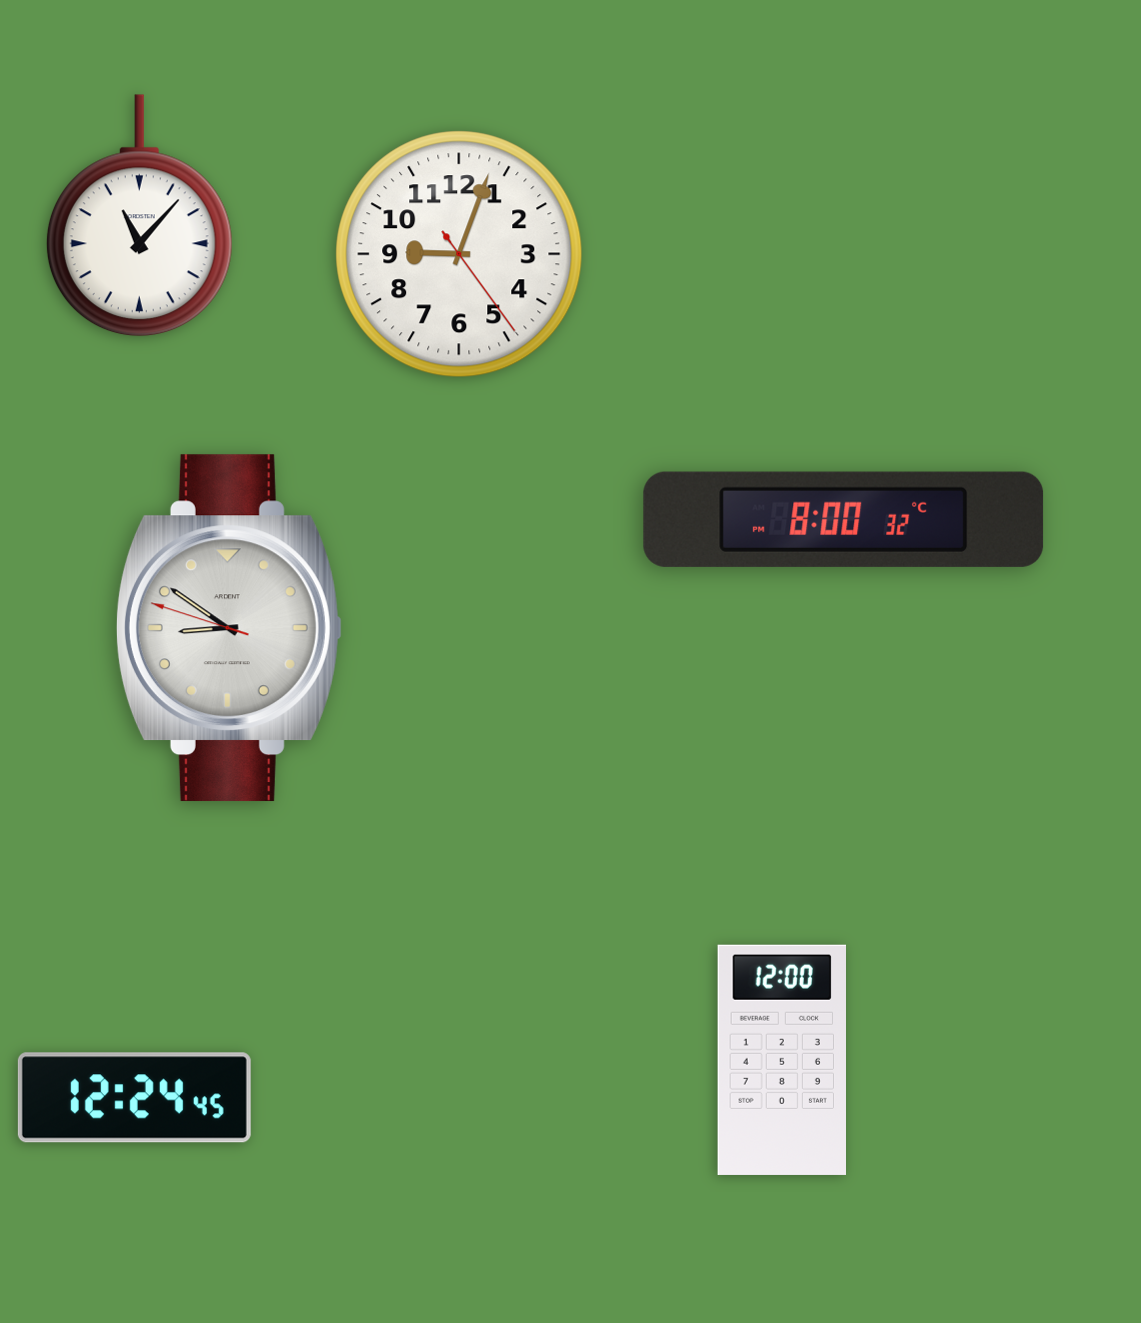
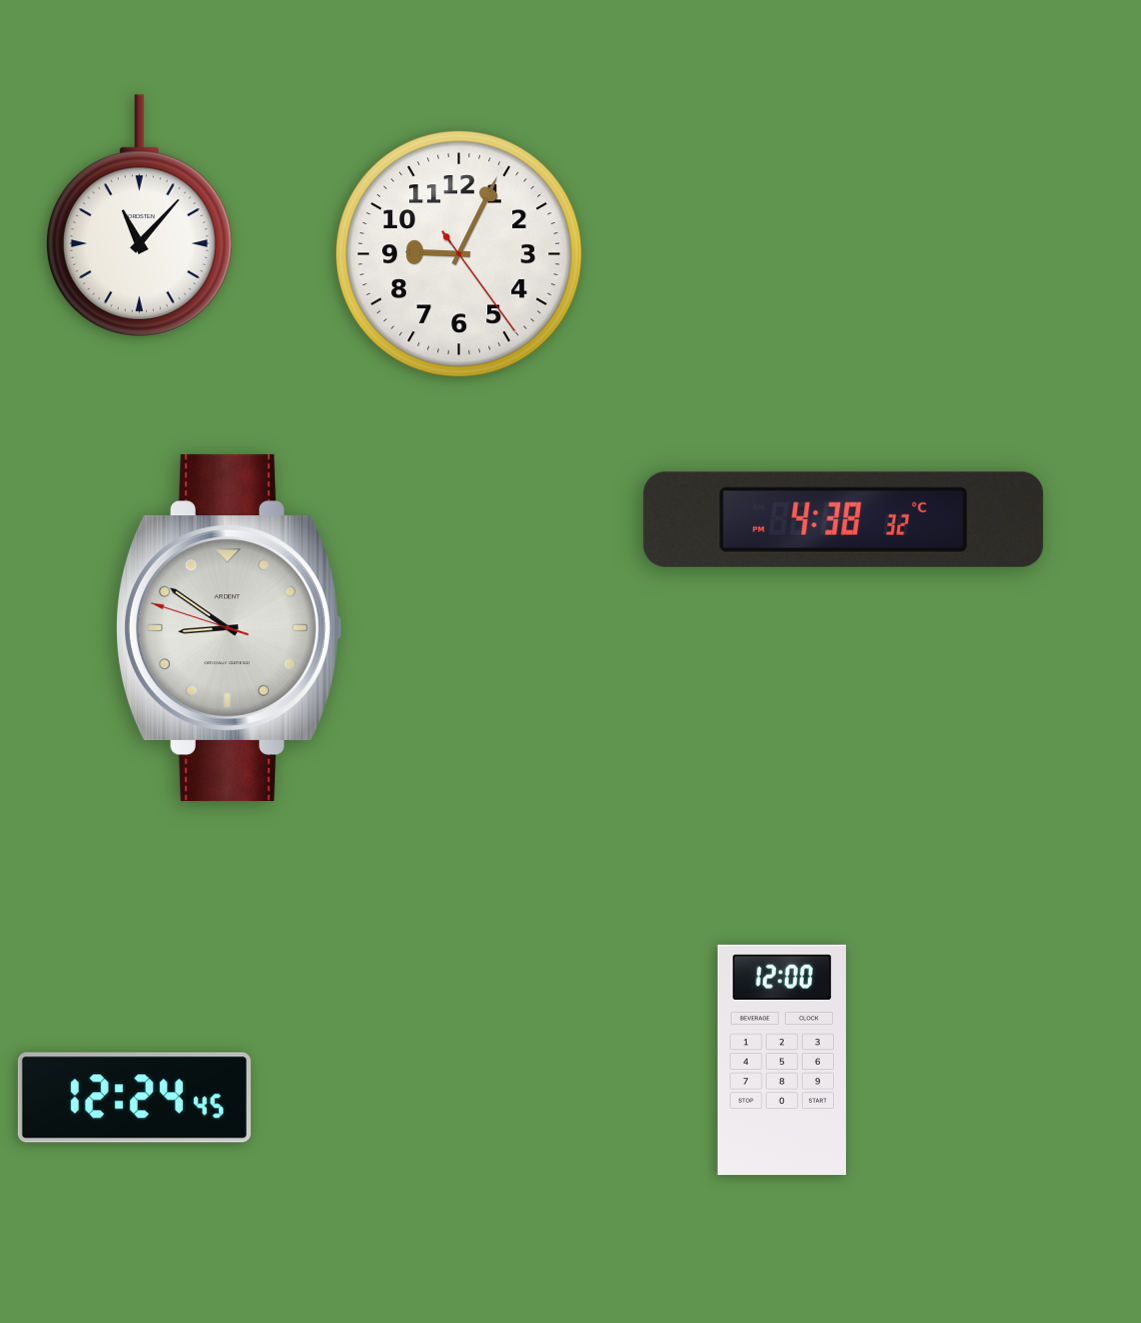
clock at (459, 254): 9:03 -> 9:04
clock at (844, 519): 8:00 -> 4:38
